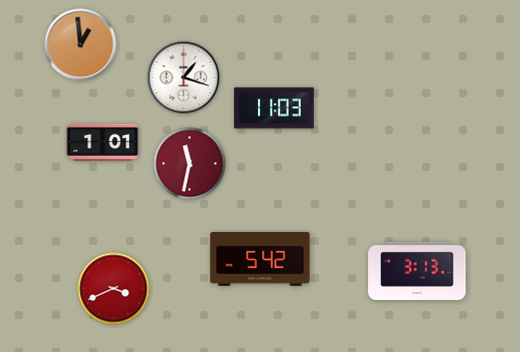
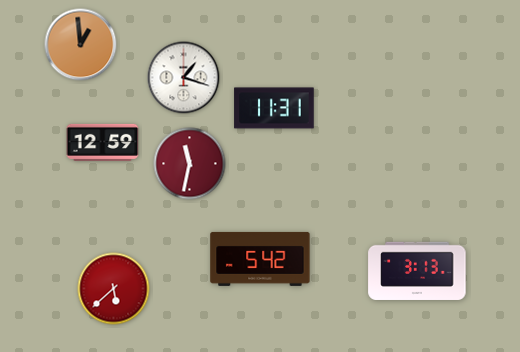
clock at (274, 108): 11:03 -> 11:31
clock at (103, 142): 1:01 -> 12:59
clock at (114, 289): 3:41 -> 5:38
